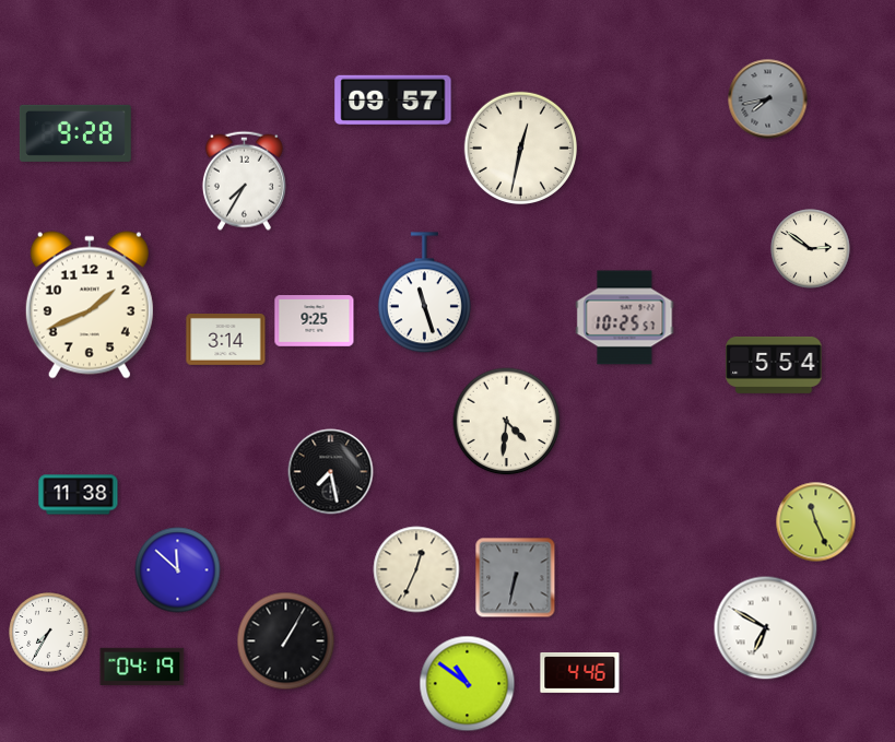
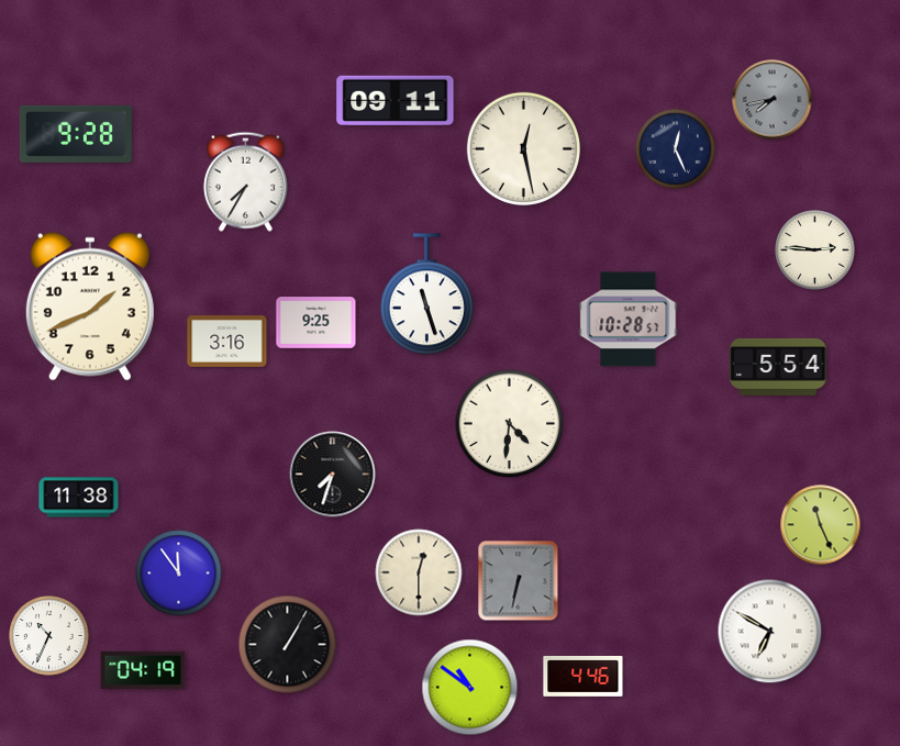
clock at (393, 99): 09:57 -> 09:11
clock at (520, 148): 12:32 -> 12:28
clock at (676, 149): none -> 12:26
clock at (811, 249): 2:51 -> 2:46
clock at (625, 318): 10:25 -> 10:28
clock at (226, 340): 3:14 -> 3:16
clock at (331, 472): 7:28 -> 7:33
clock at (416, 569): 12:34 -> 12:30
clock at (178, 570): 11:52 -> 11:54
clock at (49, 633): 7:35 -> 10:34
